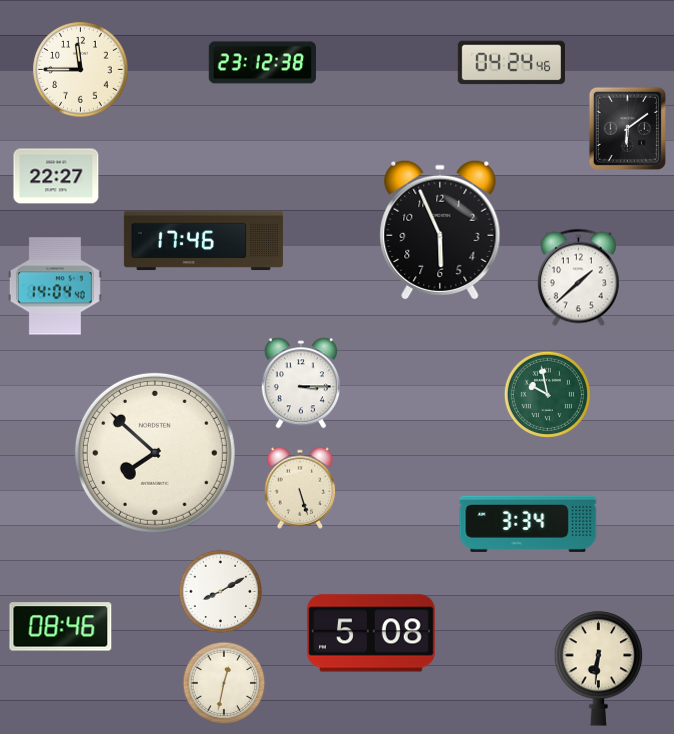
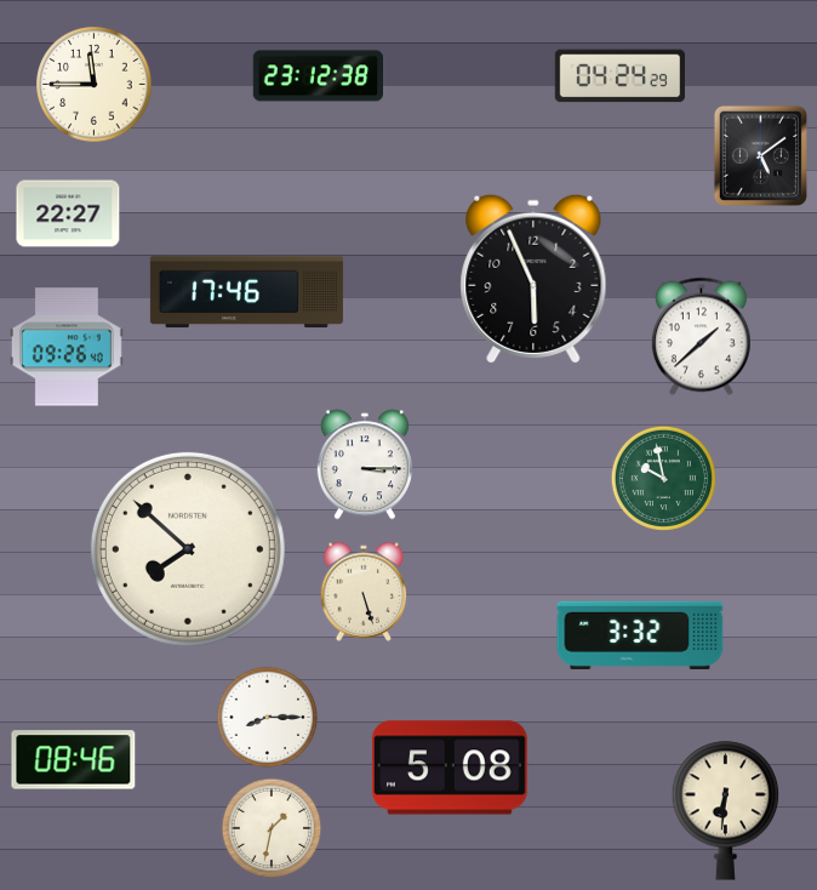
clock at (511, 63): 04:24:46 -> 04:24:29
clock at (81, 70) position: (81, 70) -> (95, 85)
clock at (627, 128): 6:09 -> 5:09
clock at (55, 286): 14:04 -> 09:26
clock at (528, 524): 3:34 -> 3:32
clock at (221, 592): 8:10 -> 8:15
clock at (224, 683): 12:32 -> 1:32
